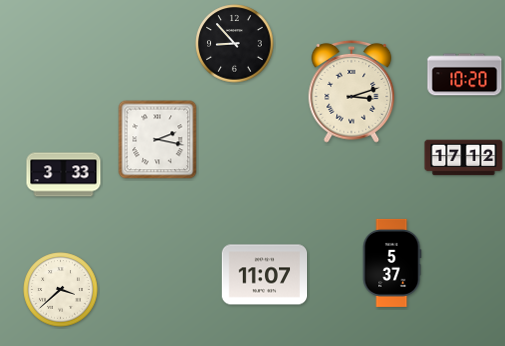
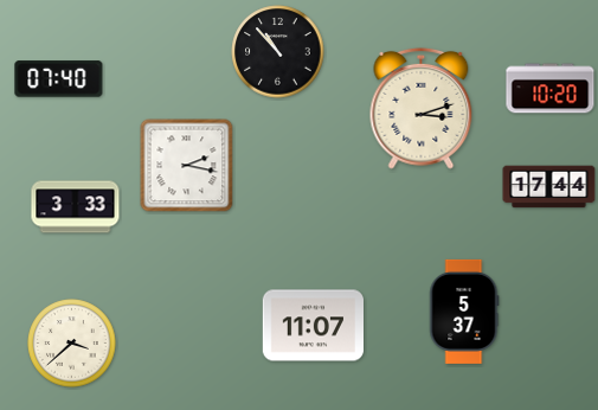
clock at (235, 44): 8:53 -> 10:53
clock at (59, 79): none -> 07:40
clock at (352, 91) position: (352, 91) -> (422, 108)
clock at (464, 158): 17:12 -> 17:44
